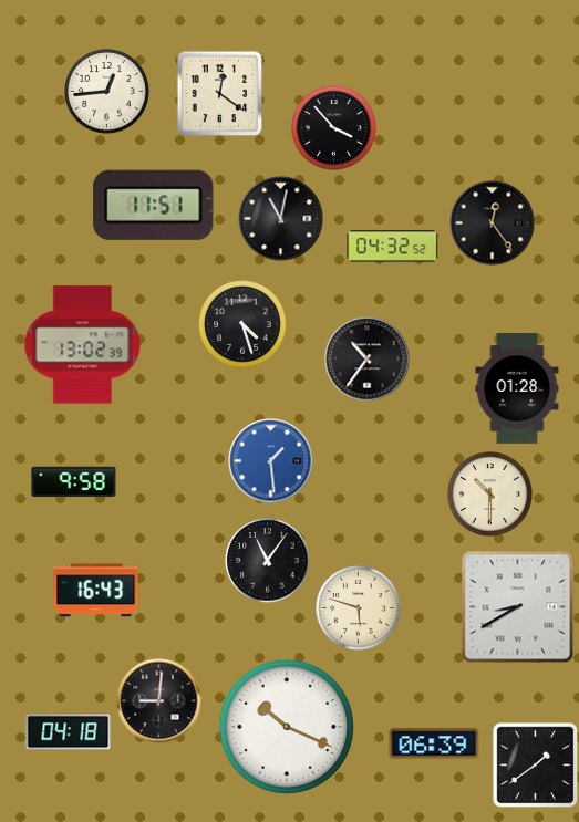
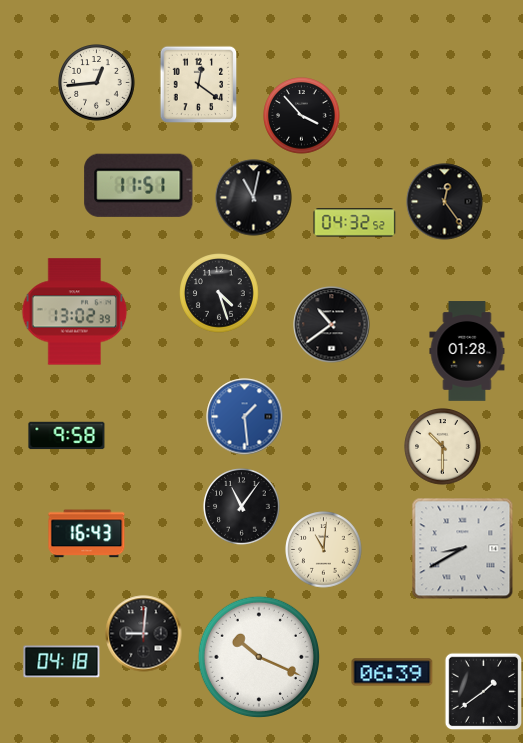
clock at (368, 360): 10:36 -> 10:39
clock at (518, 607) position: (518, 607) -> (463, 549)
clock at (359, 608): 5:48 -> 11:01
